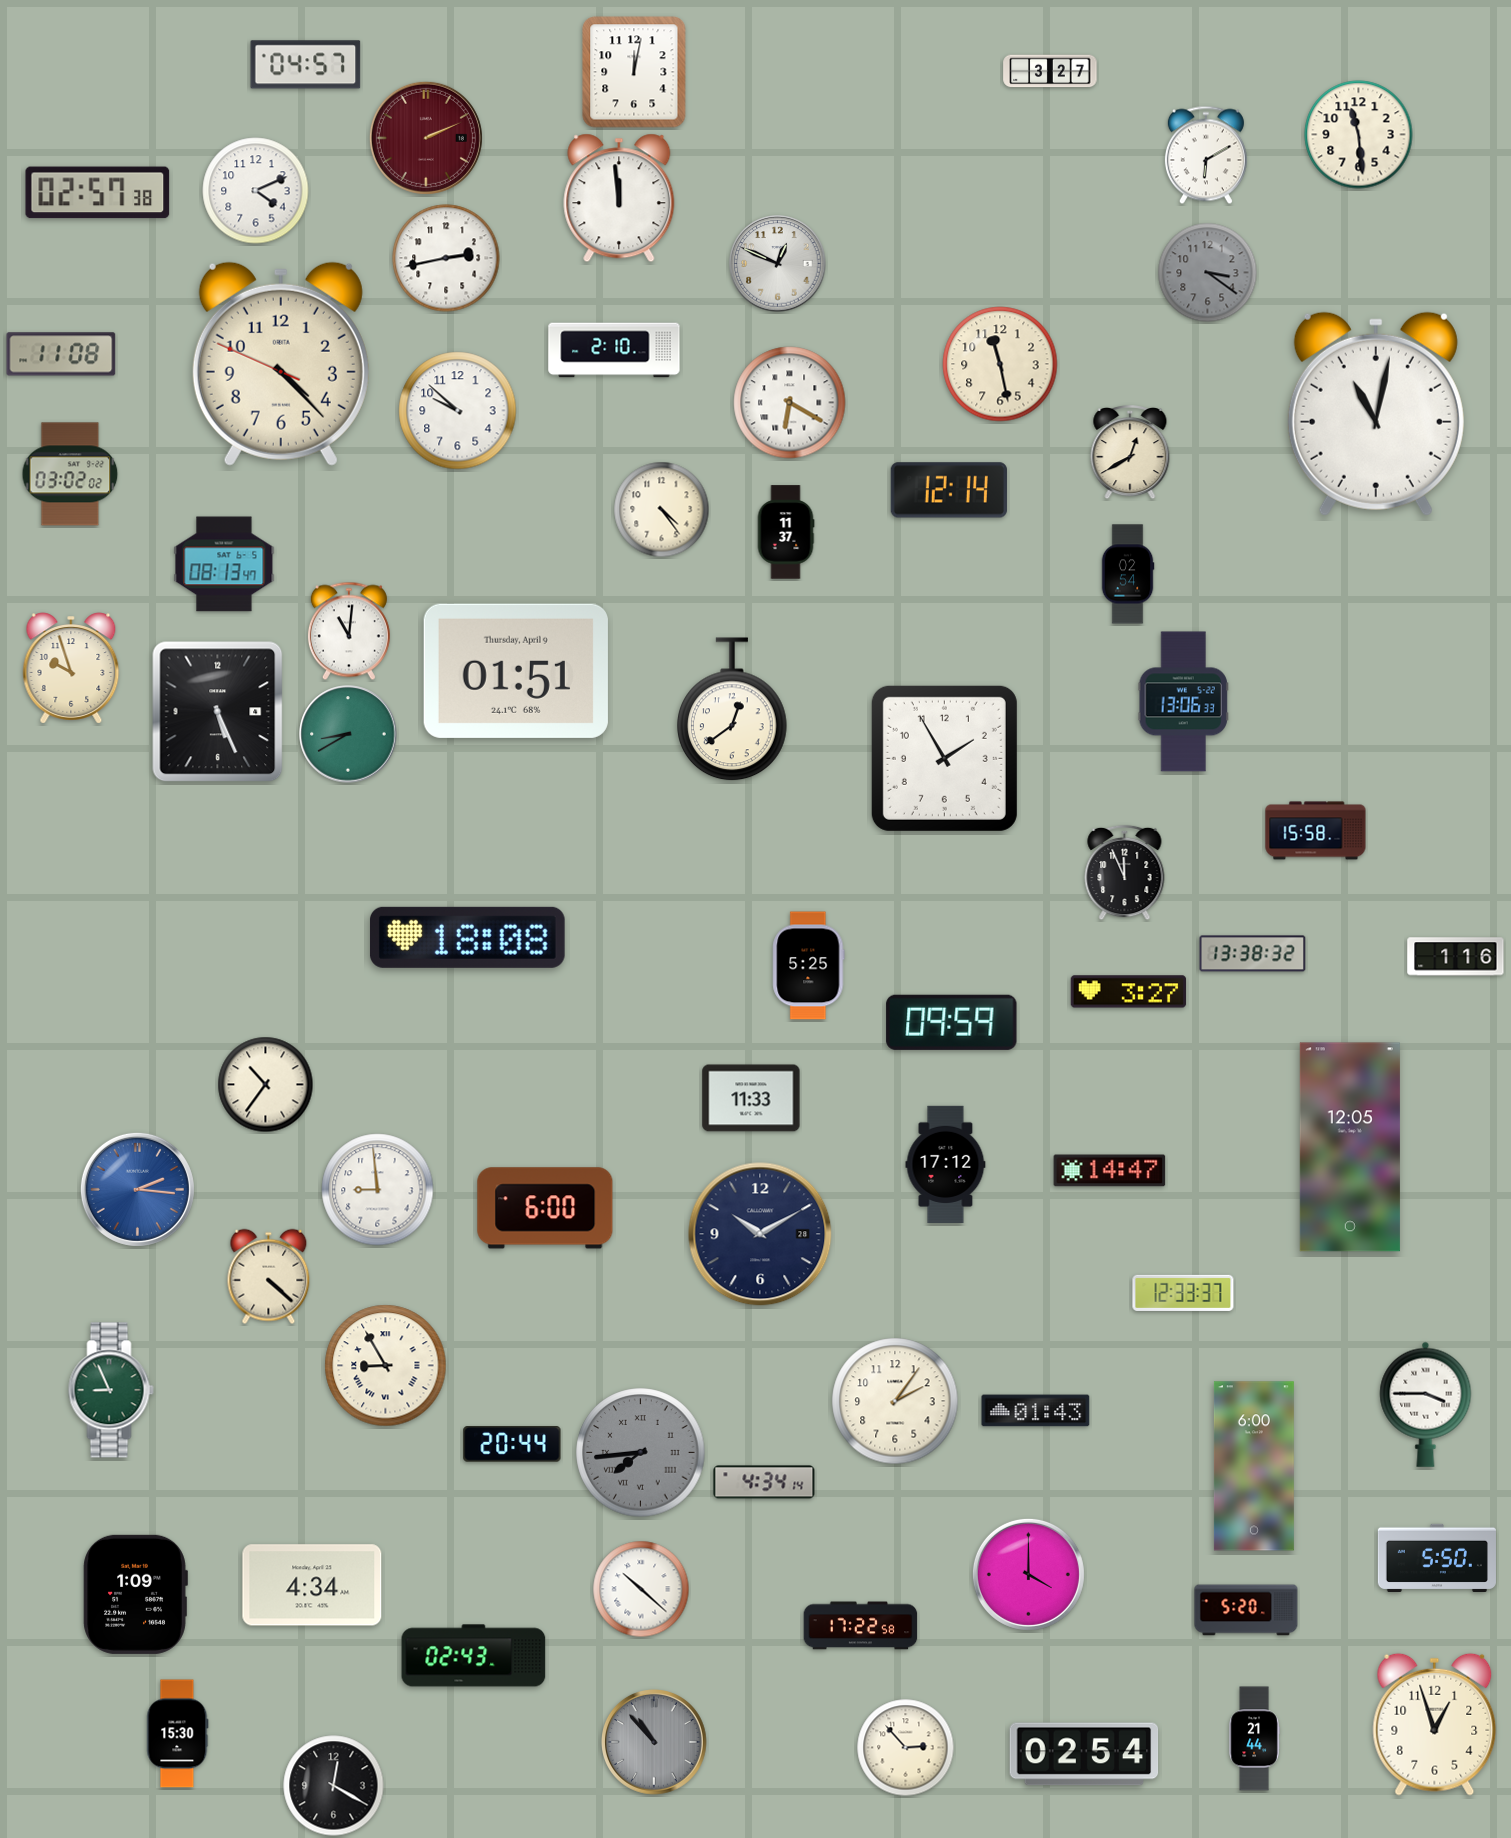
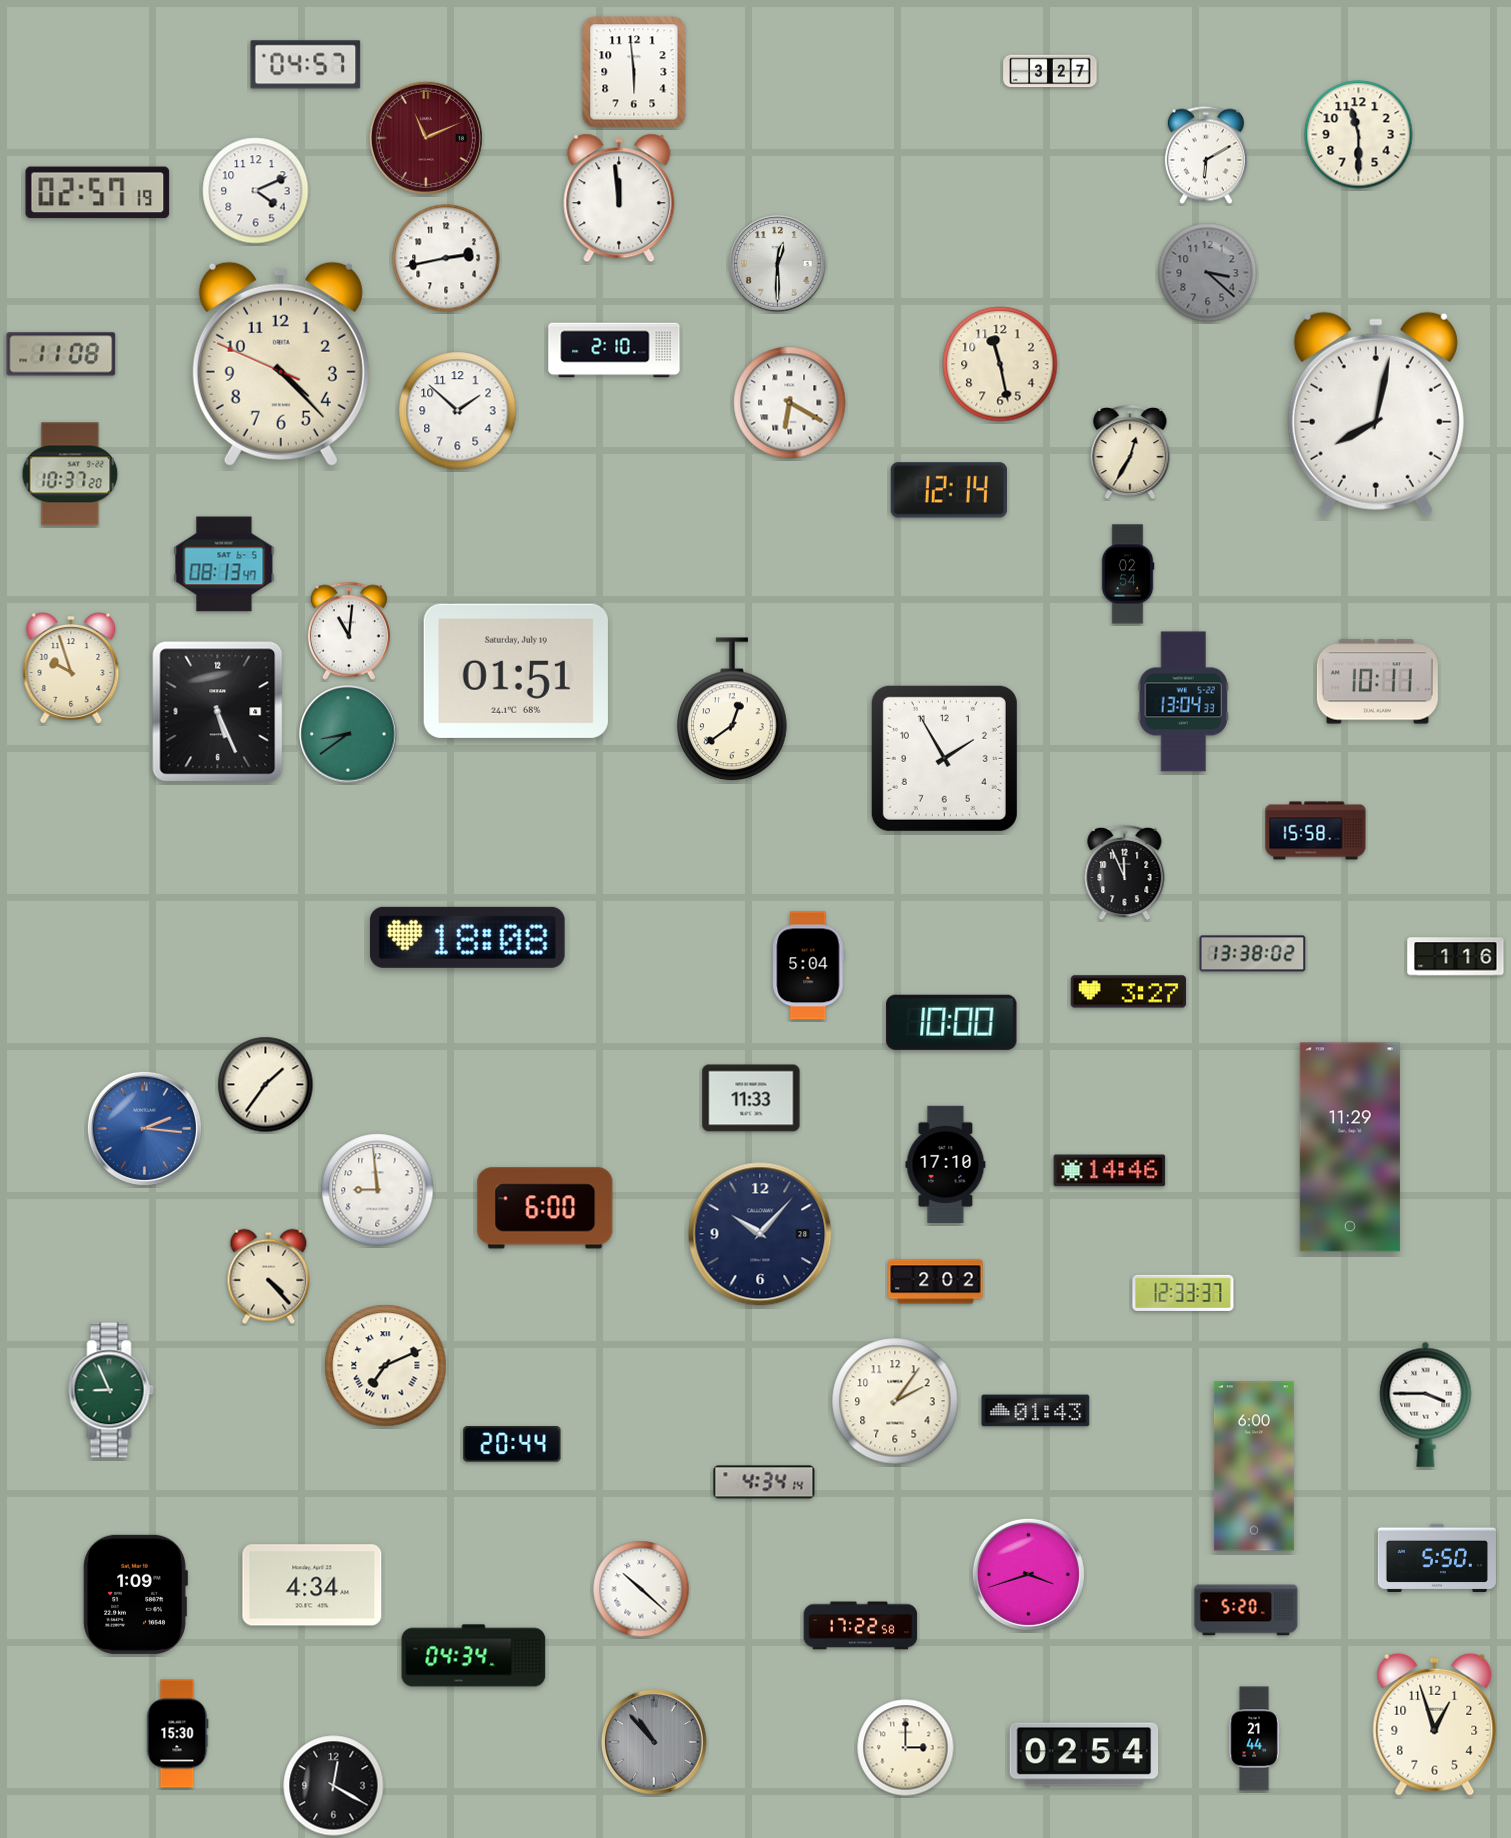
clock at (634, 72): 12:02 -> 5:59
clock at (1359, 135): 11:29 -> 11:30
clock at (426, 138): 2:11 -> 11:11
clock at (98, 193): 02:57:38 -> 02:57:19
clock at (778, 264): 12:49 -> 12:30
clock at (1208, 273): 3:21 -> 3:22
clock at (458, 411): 9:52 -> 1:52
clock at (1376, 414): 11:02 -> 8:02
clock at (1130, 453): 12:40 -> 12:35
clock at (70, 474): 03:02 -> 10:37
clock at (662, 510): 4:24 -> none
clock at (786, 532): 11:37 -> none
clock at (516, 671) date: Thursday, April 9 -> Saturday, July 19
clock at (1377, 682): none -> 10:11
clock at (1183, 702): 13:06 -> 13:04
clock at (348, 734): 8:40 -> 8:39
clock at (1253, 954): 13:38:32 -> 13:38:02
clock at (809, 966): 5:25 -> 5:04
clock at (952, 1022): 09:59 -> 10:00
clock at (266, 1085): 10:36 -> 1:36
clock at (1350, 1147): 12:05 -> 11:29
clock at (946, 1164): 17:12 -> 17:10
clock at (1110, 1171): 14:47 -> 14:46
clock at (137, 1189) position: (137, 1189) -> (144, 1128)
clock at (760, 1234): 10:10 -> 10:07
clock at (269, 1277): 4:22 -> 4:23
clock at (936, 1282): none -> 2:02
clock at (386, 1366): 8:55 -> 7:11
clock at (641, 1453): 7:44 -> none
clock at (1028, 1574): 4:00 -> 3:42
clock at (474, 1656): 02:43 -> 04:34
clock at (906, 1748): 2:53 -> 3:00
